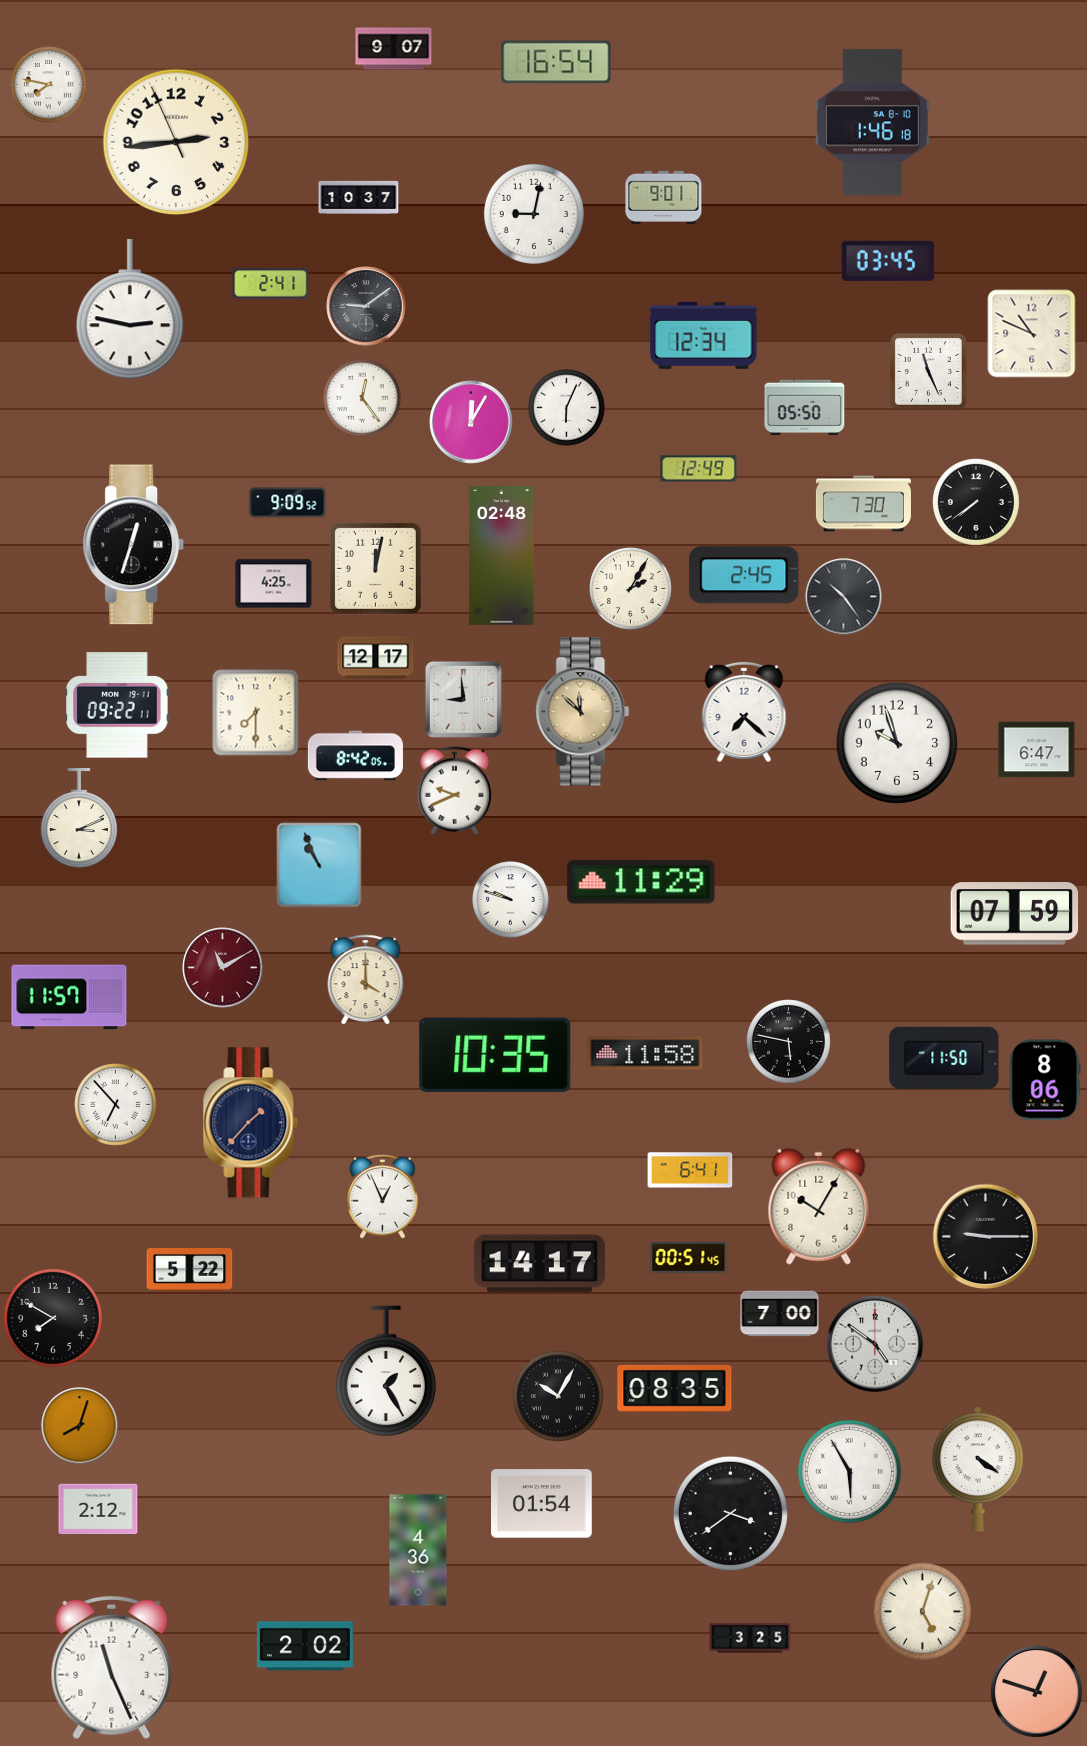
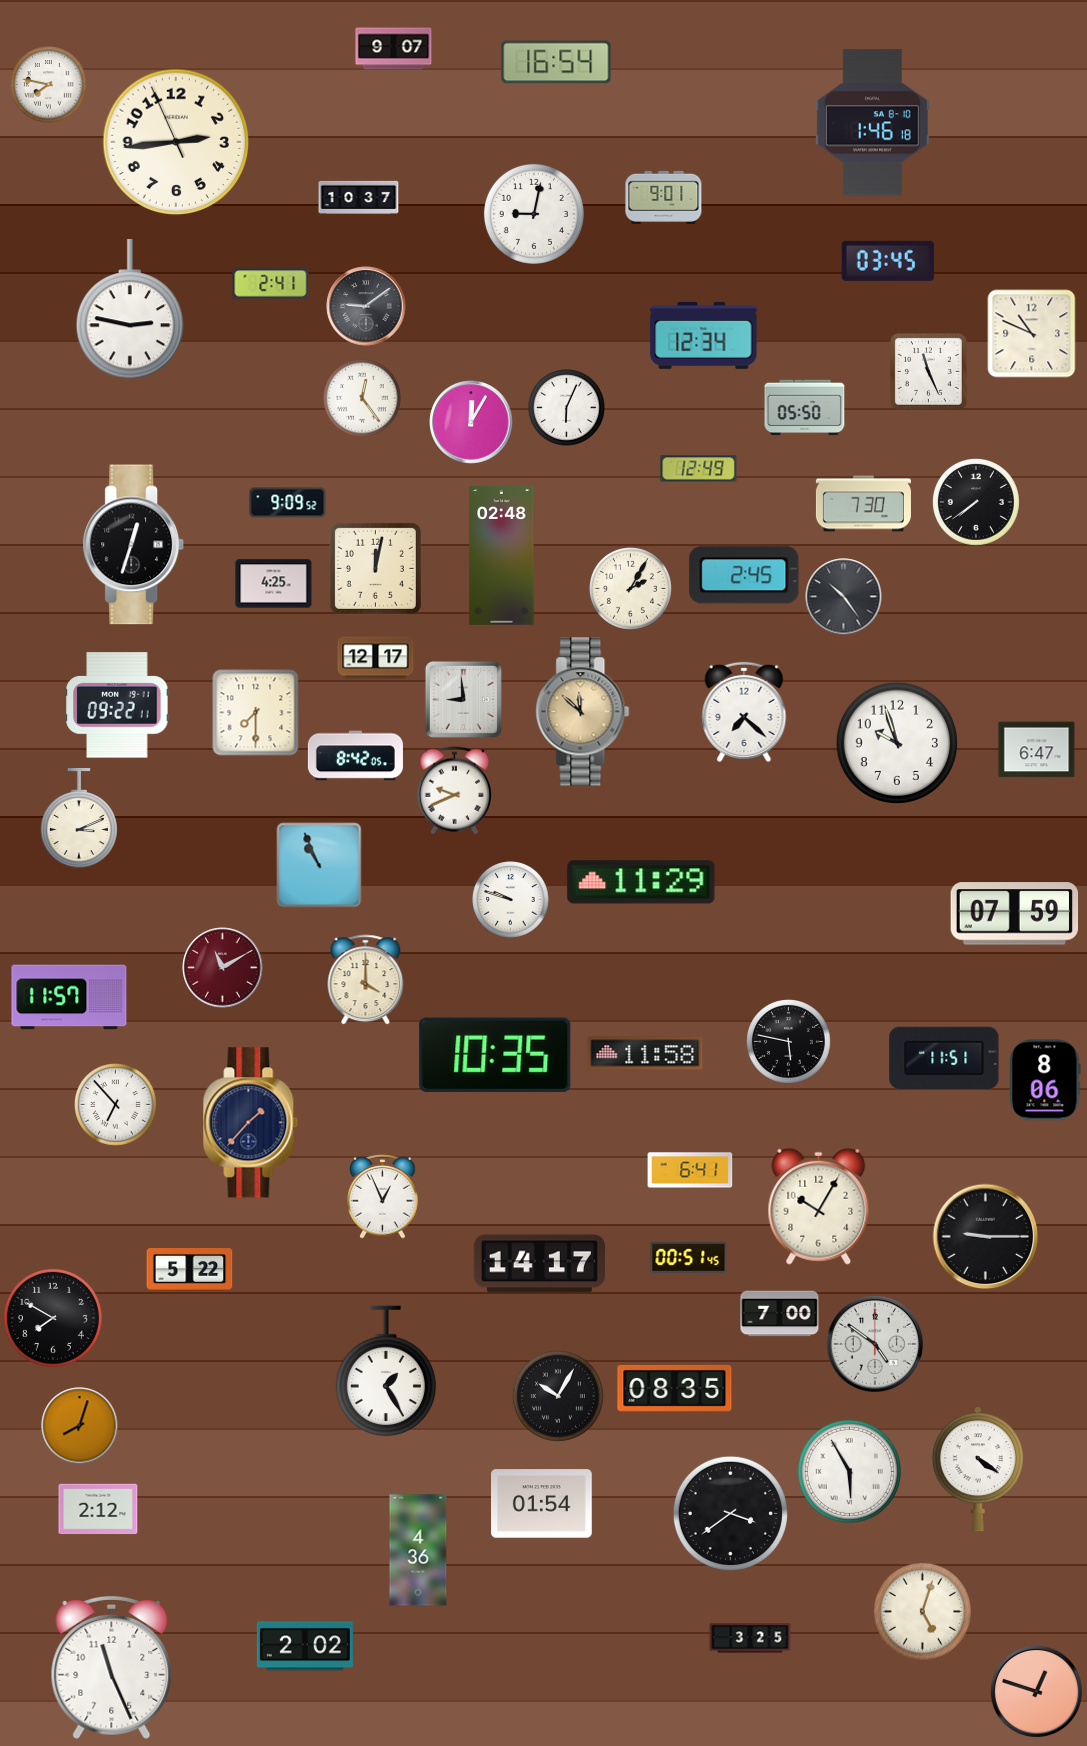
clock at (944, 1058): 11:50 -> 11:51
